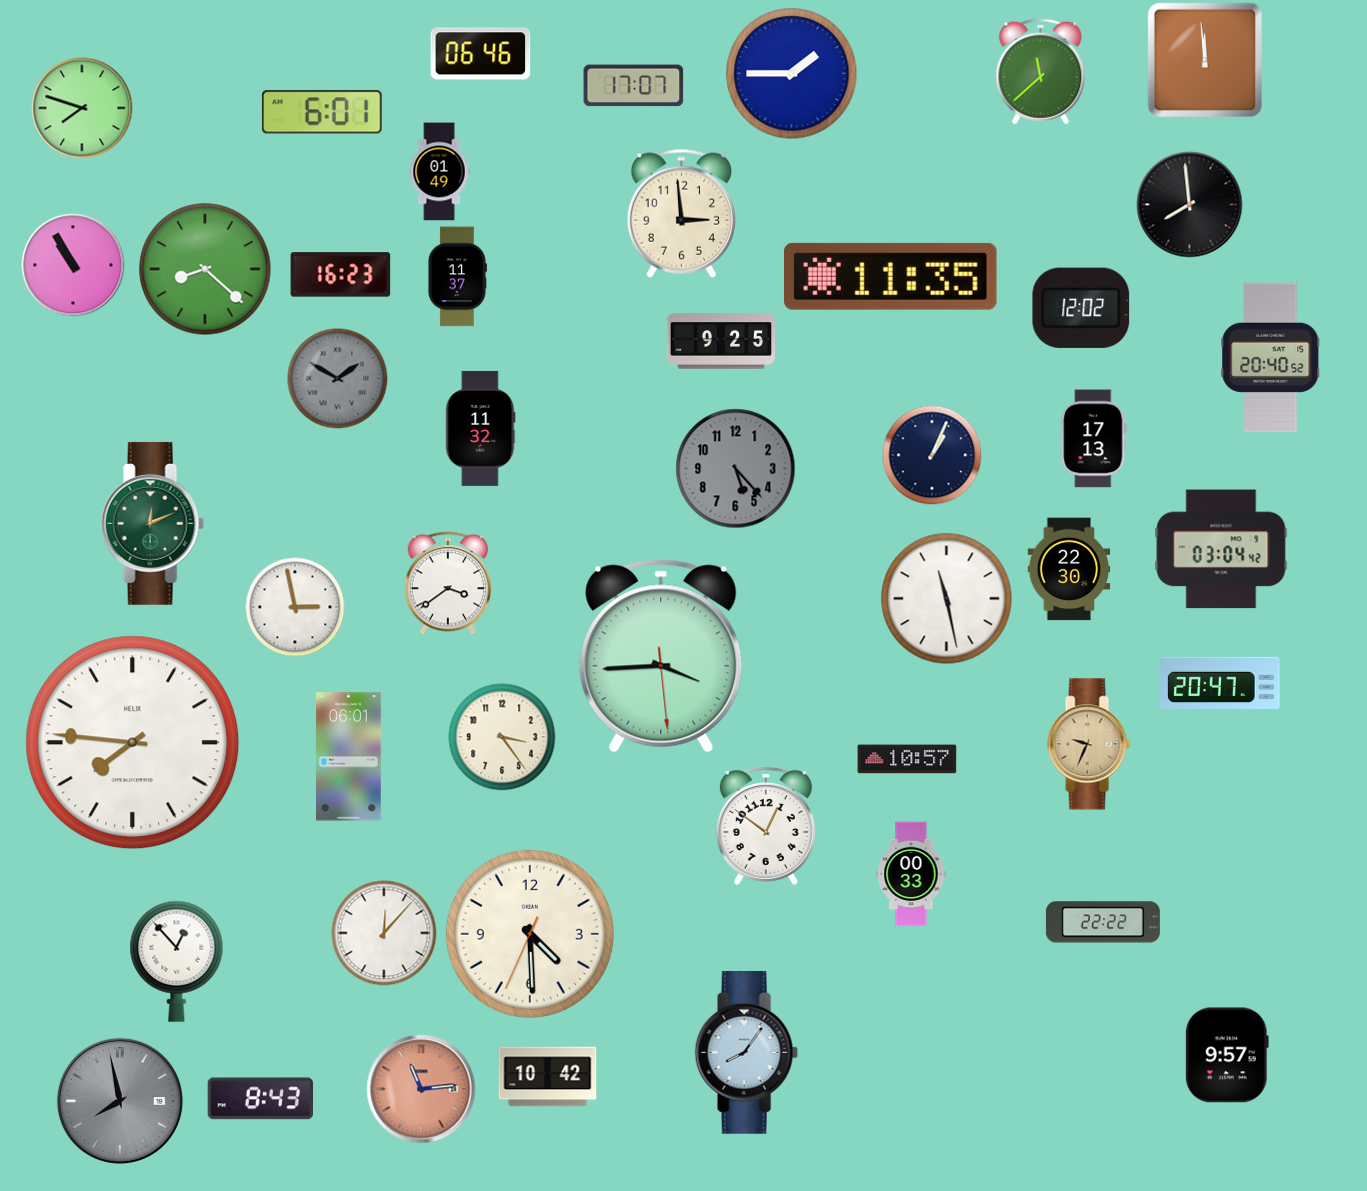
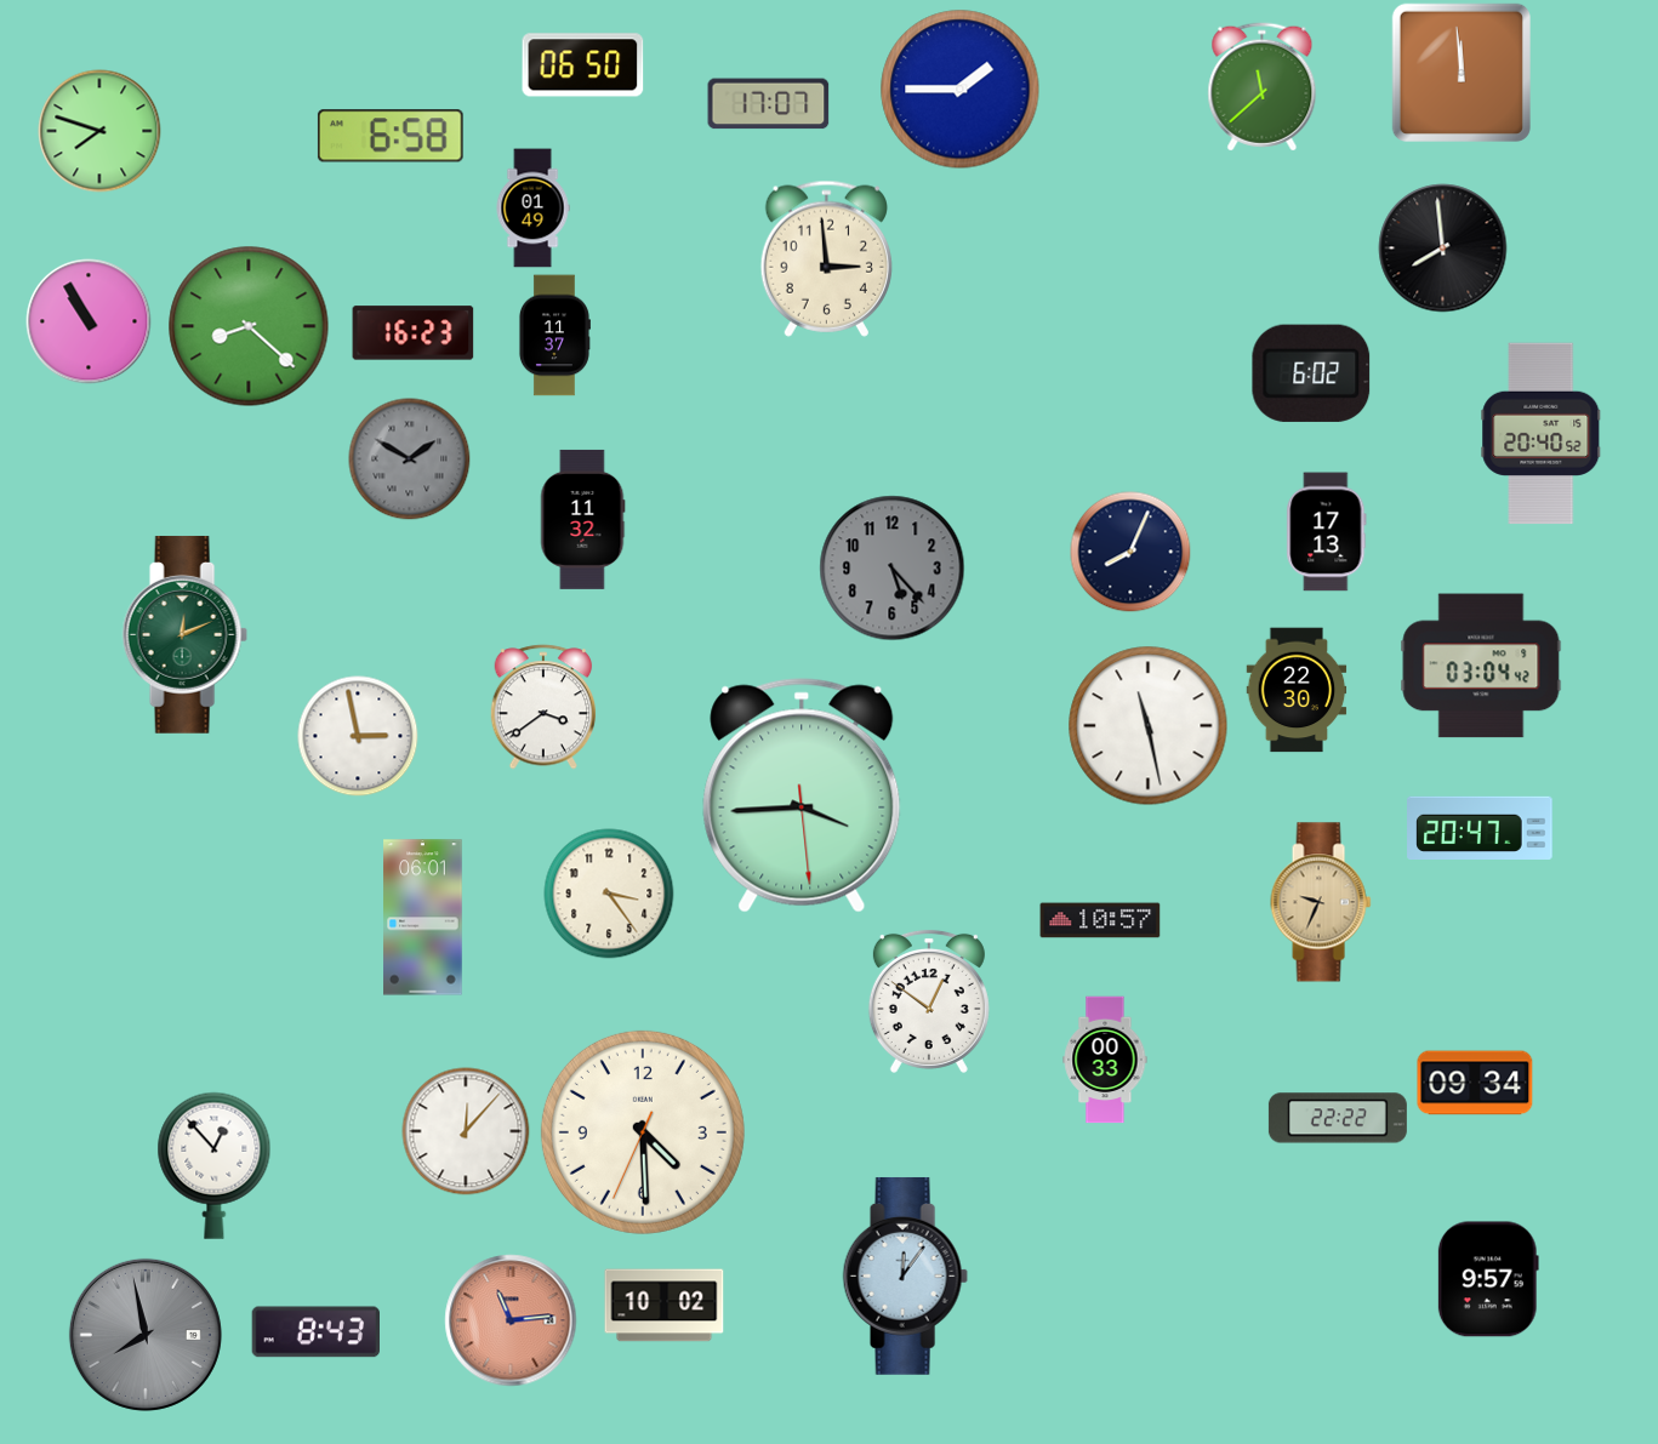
clock at (481, 54): 06:46 -> 06:50
clock at (322, 112): 6:01 -> 6:58
clock at (890, 276): 11:35 -> none
clock at (1081, 308): 12:02 -> 6:02
clock at (720, 341): 9:25 -> none
clock at (932, 455): 1:04 -> 8:04
clock at (133, 743): 7:46 -> none
clock at (1475, 1083): none -> 09:34
clock at (746, 1052): 8:06 -> 12:06
clock at (548, 1077): 10:42 -> 10:02
